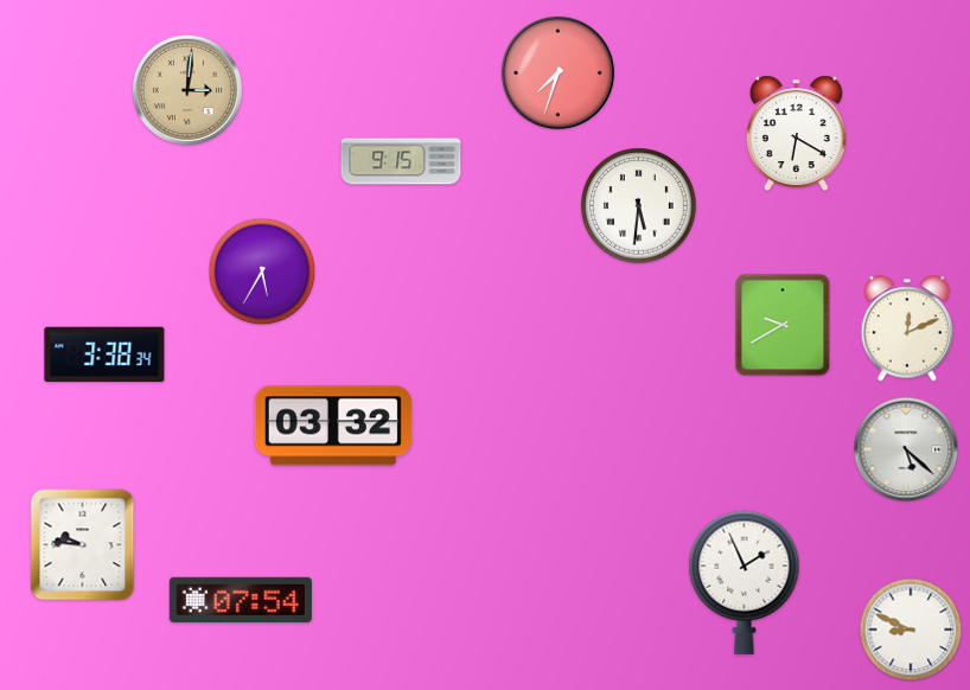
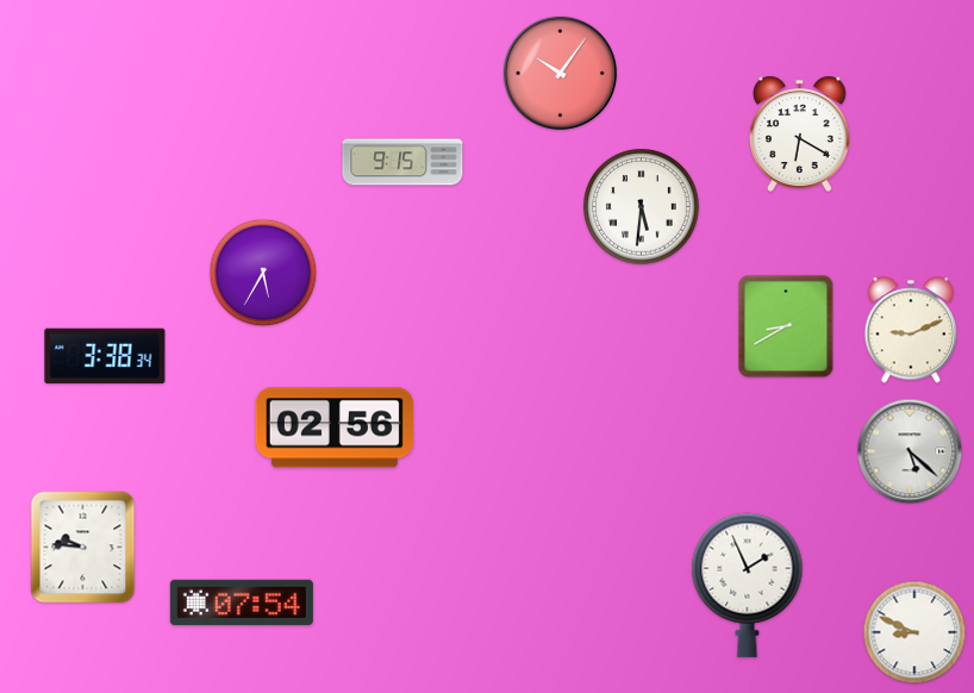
clock at (557, 72): 7:33 -> 10:06
clock at (186, 89): 3:01 -> none
clock at (783, 325): 9:40 -> 8:40
clock at (907, 328): 12:11 -> 9:11
clock at (333, 426): 03:32 -> 02:56
